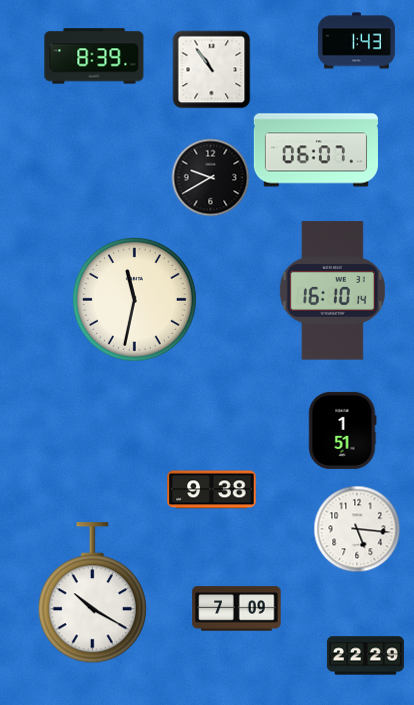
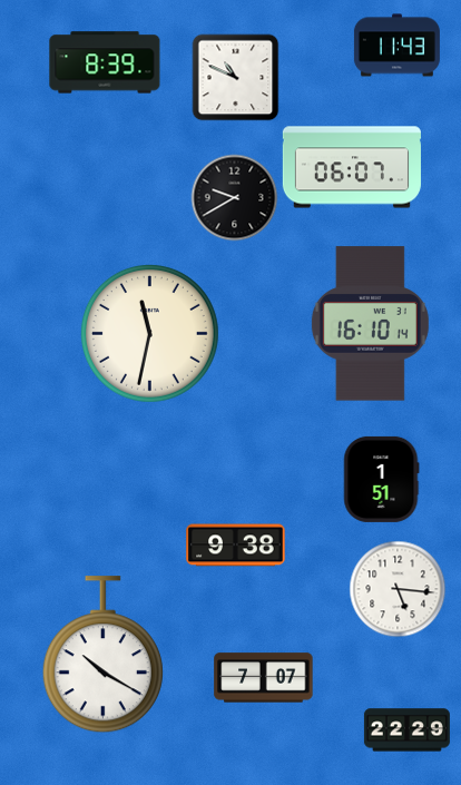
clock at (356, 41): 1:43 -> 11:43
clock at (211, 69): 10:54 -> 10:49
clock at (92, 593) position: (92, 593) -> (102, 655)
clock at (237, 609): 7:09 -> 7:07
